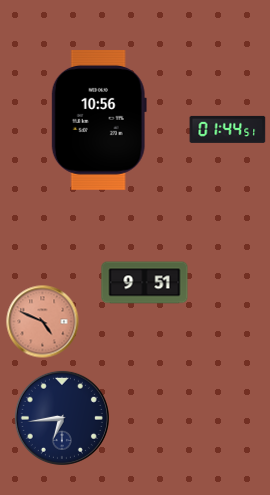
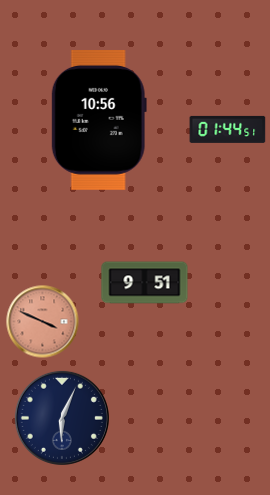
clock at (43, 322): 4:49 -> 3:49
clock at (62, 418): 6:44 -> 6:04
